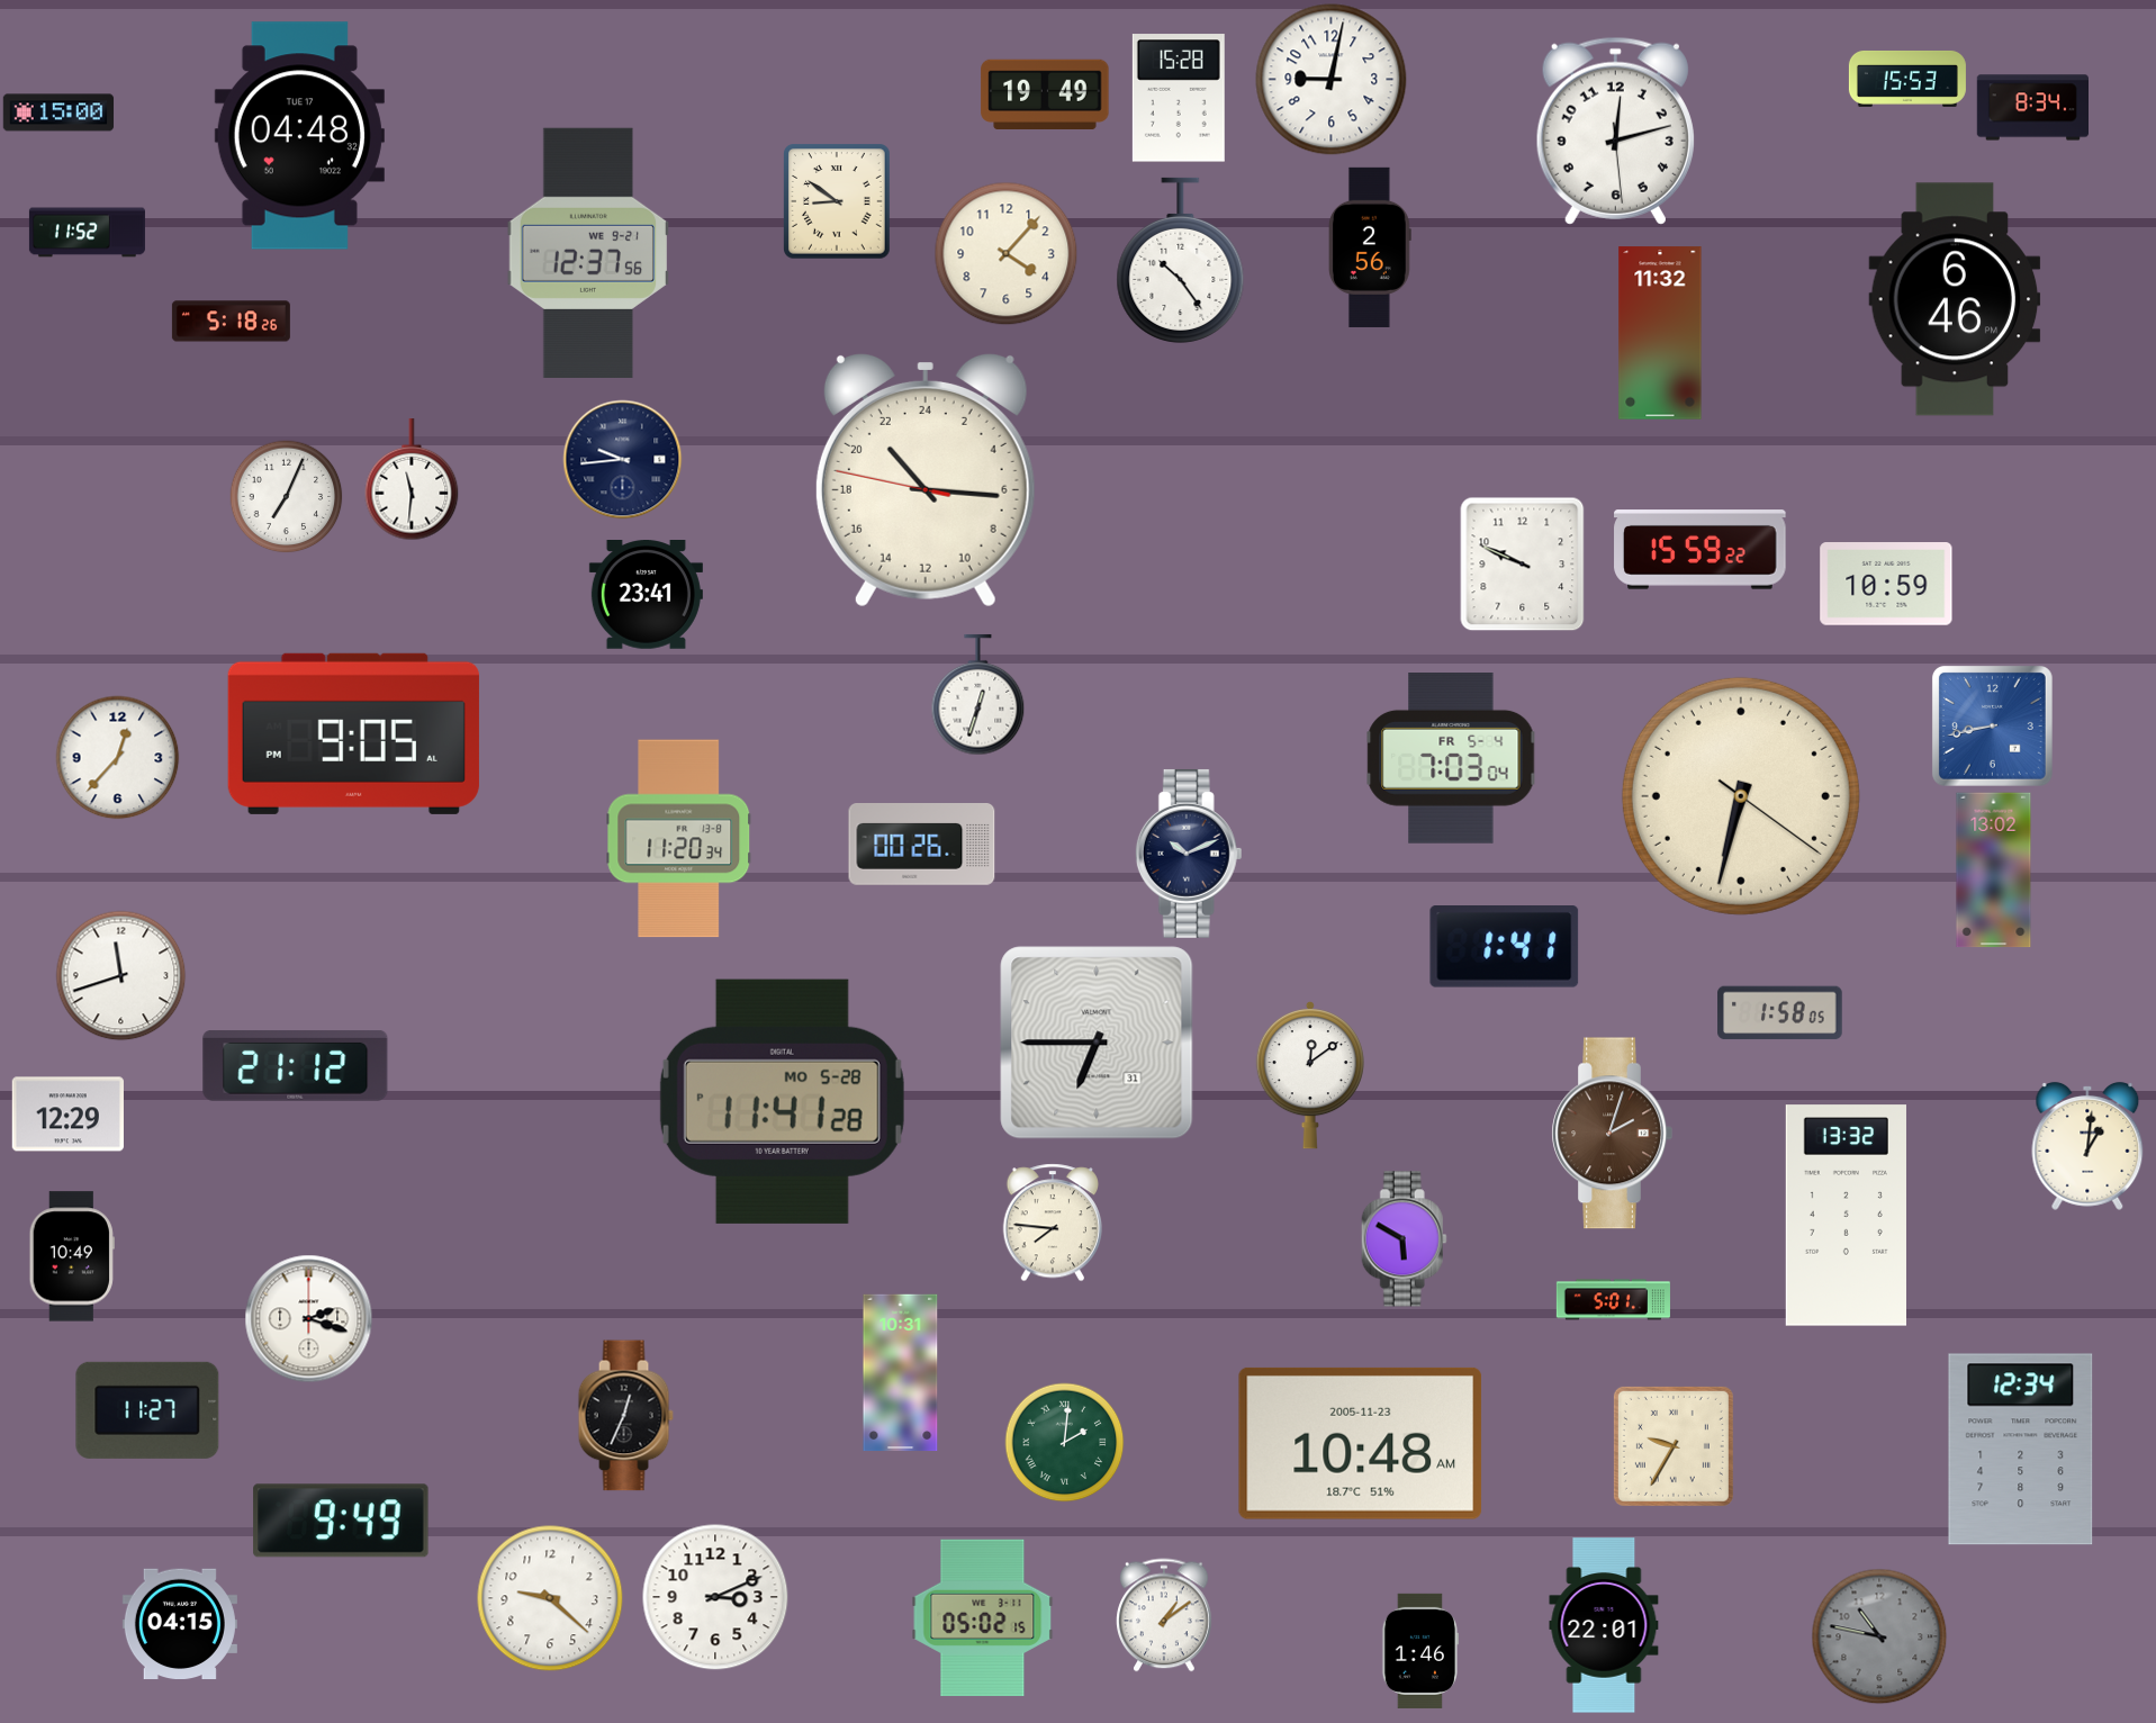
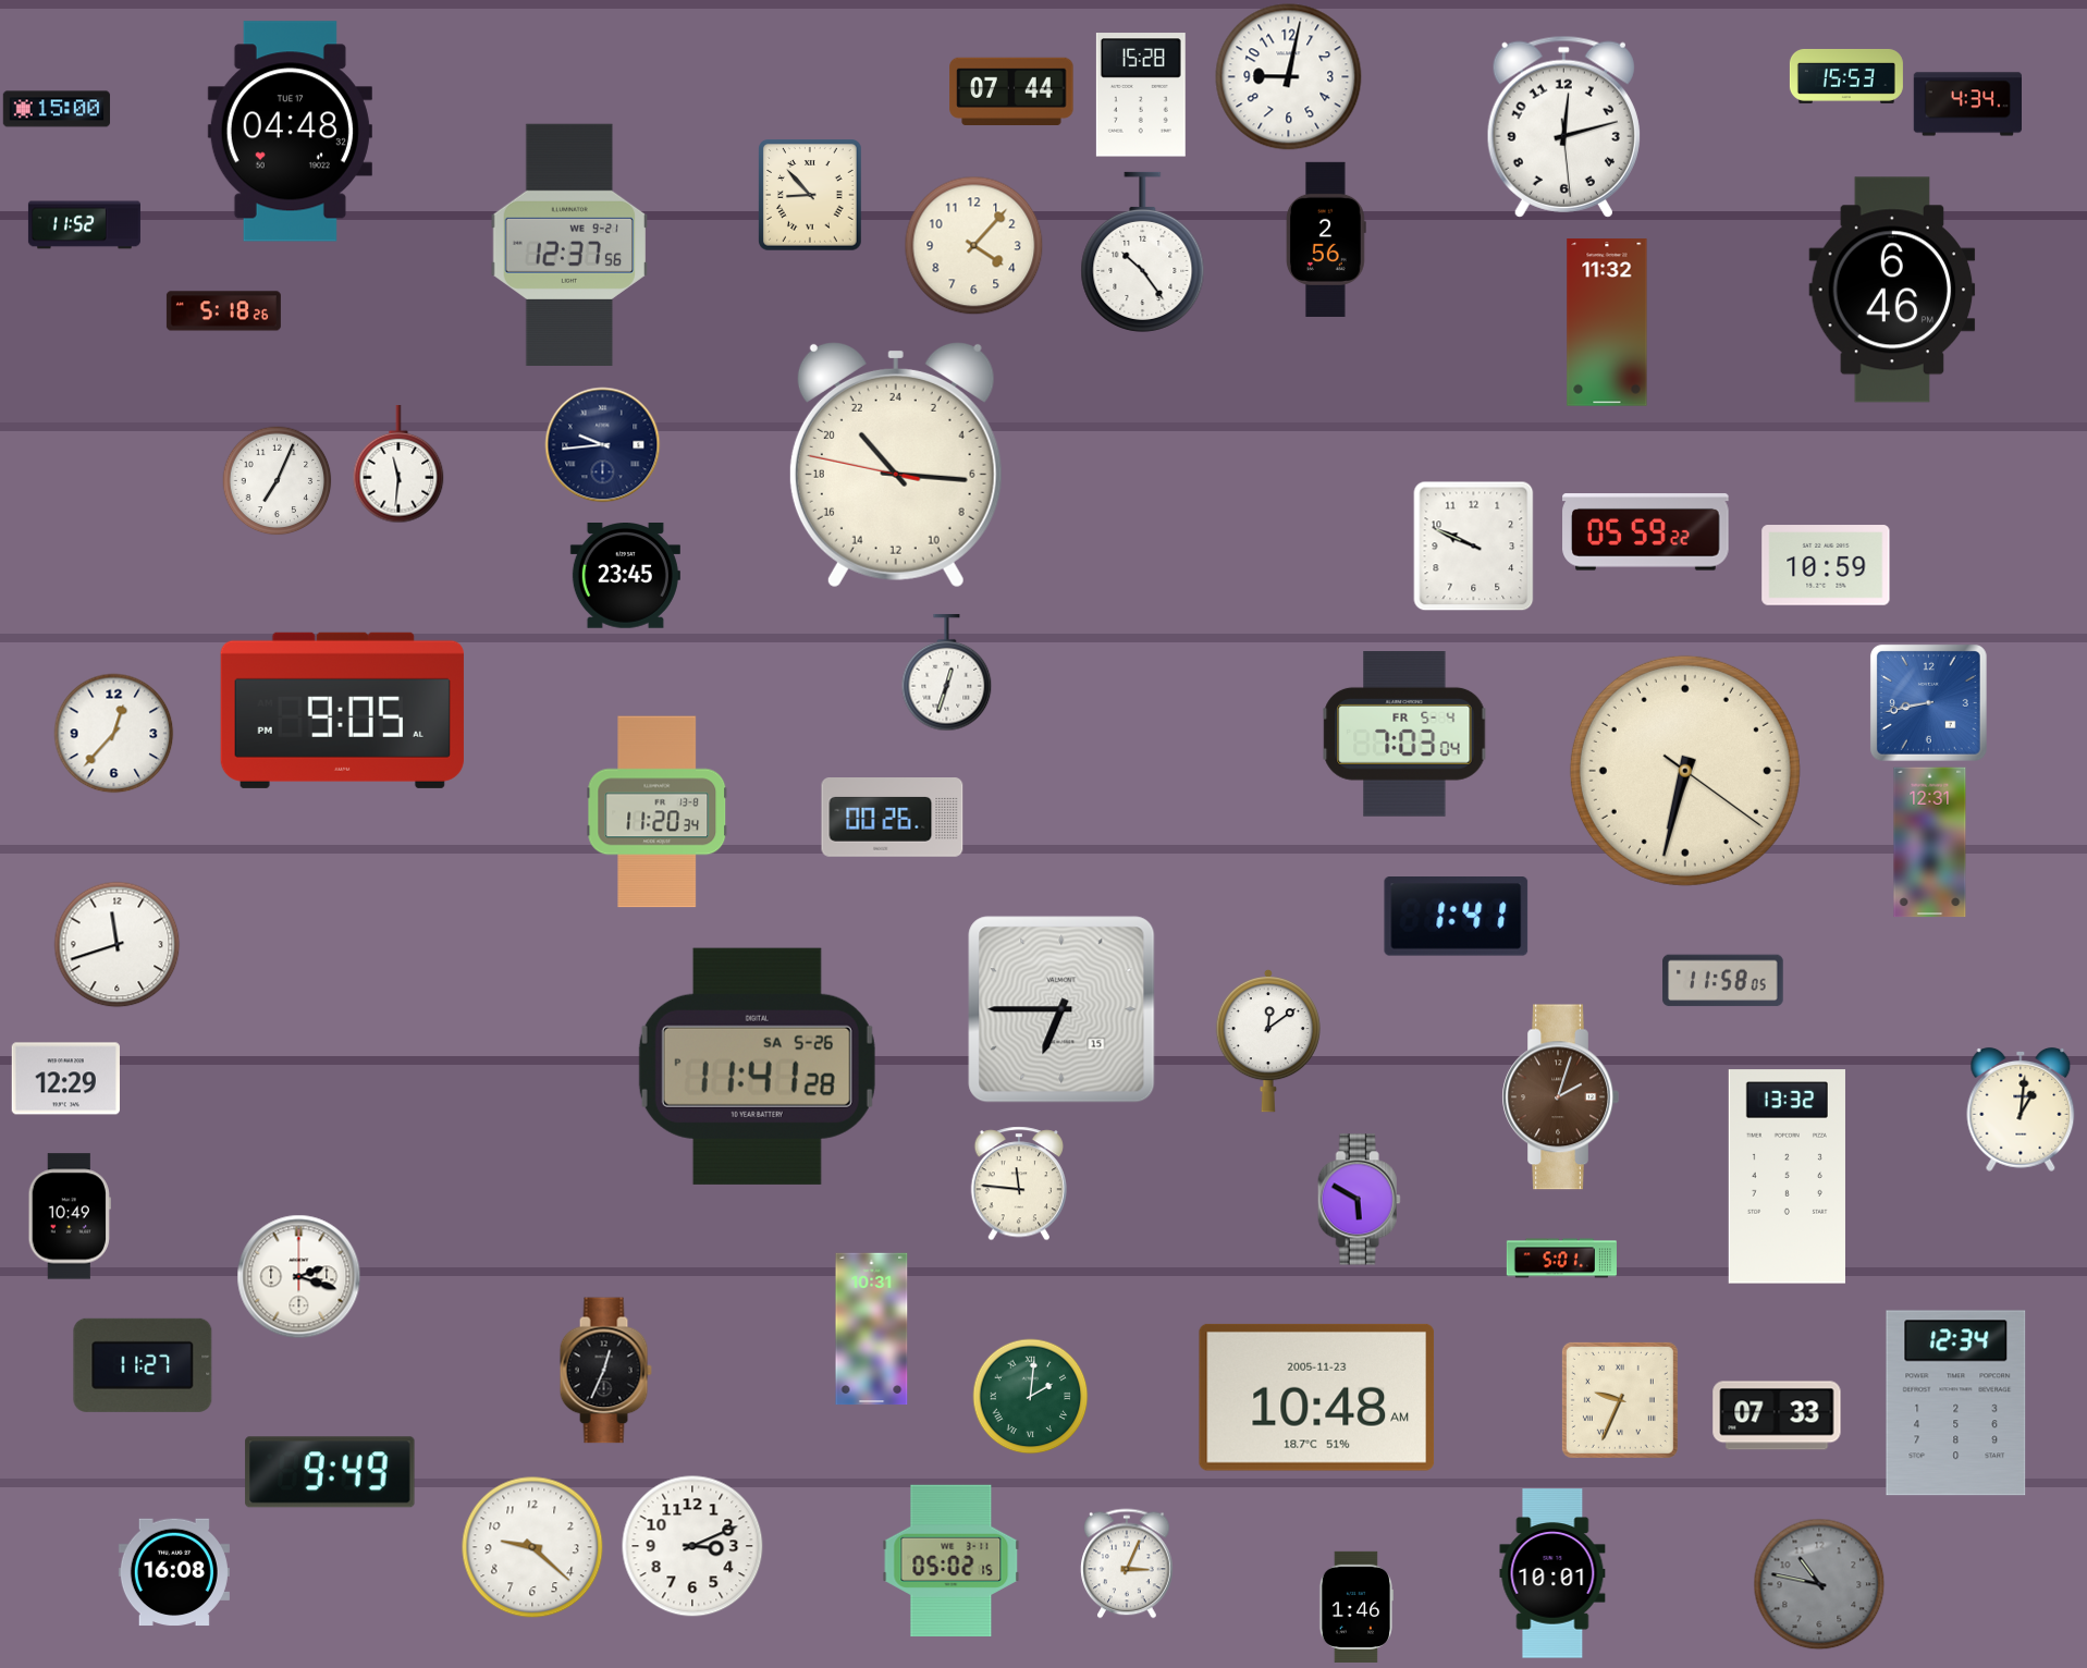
clock at (1045, 93): 19:49 -> 07:44
clock at (2032, 108): 8:34 -> 4:34
clock at (837, 201): 8:51 -> 8:53
clock at (1701, 550): 15:59 -> 05:59
clock at (646, 595): 23:41 -> 23:45
clock at (1189, 854): 10:11 -> none
clock at (1994, 870): 13:02 -> 12:31
clock at (1780, 1013): 1:58 -> 11:58
clock at (1097, 1043) date: 31 -> 15
clock at (296, 1066): 21:12 -> none
clock at (782, 1101) date: MO 5-28 -> SA 5-26
clock at (1053, 1223): 7:46 -> 11:46
clock at (1674, 1446): 9:35 -> 9:34
clock at (1777, 1415): none -> 07:33
clock at (1164, 1615): 1:09 -> 3:04
clock at (983, 1617) position: (983, 1617) -> (952, 1560)
clock at (180, 1624): 04:15 -> 16:08
clock at (1604, 1625): 22:01 -> 10:01
clock at (1419, 1651) position: (1419, 1651) -> (1355, 1607)
